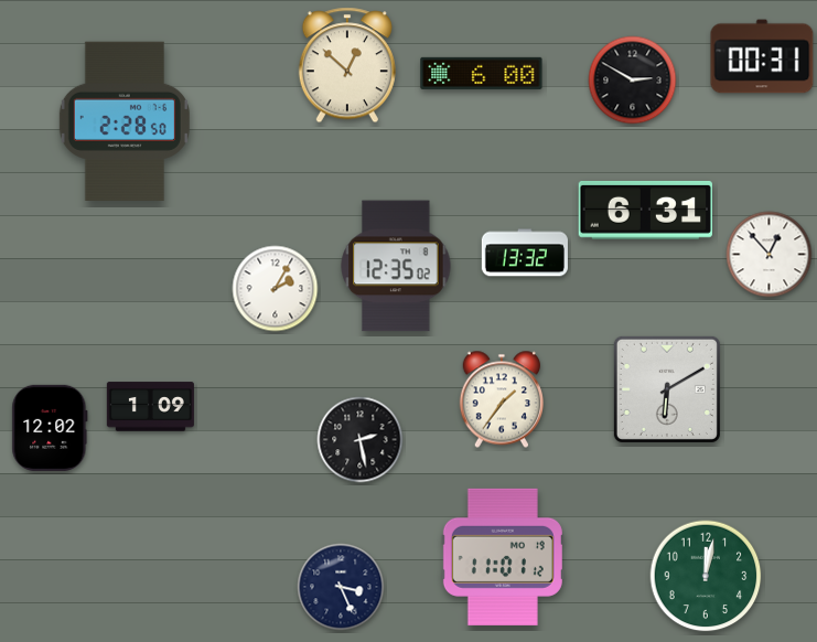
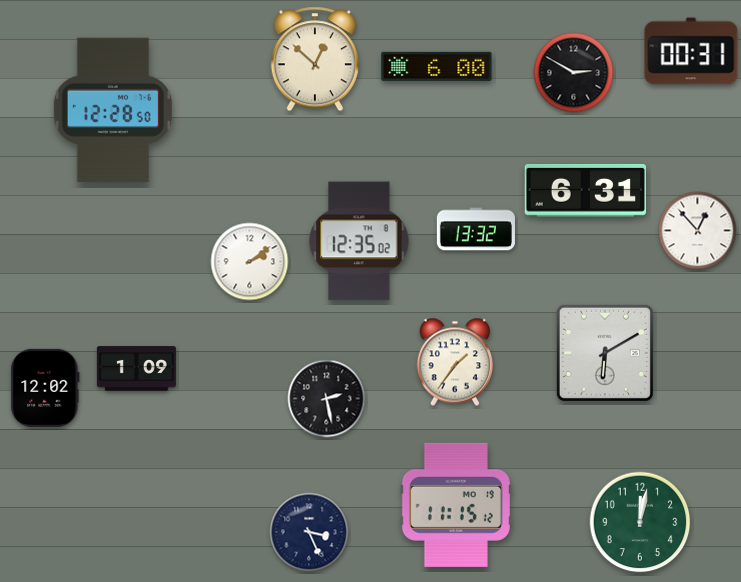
clock at (125, 120): 2:28 -> 12:28
clock at (276, 289): 2:05 -> 2:09
clock at (503, 557): 11:01 -> 11:15
